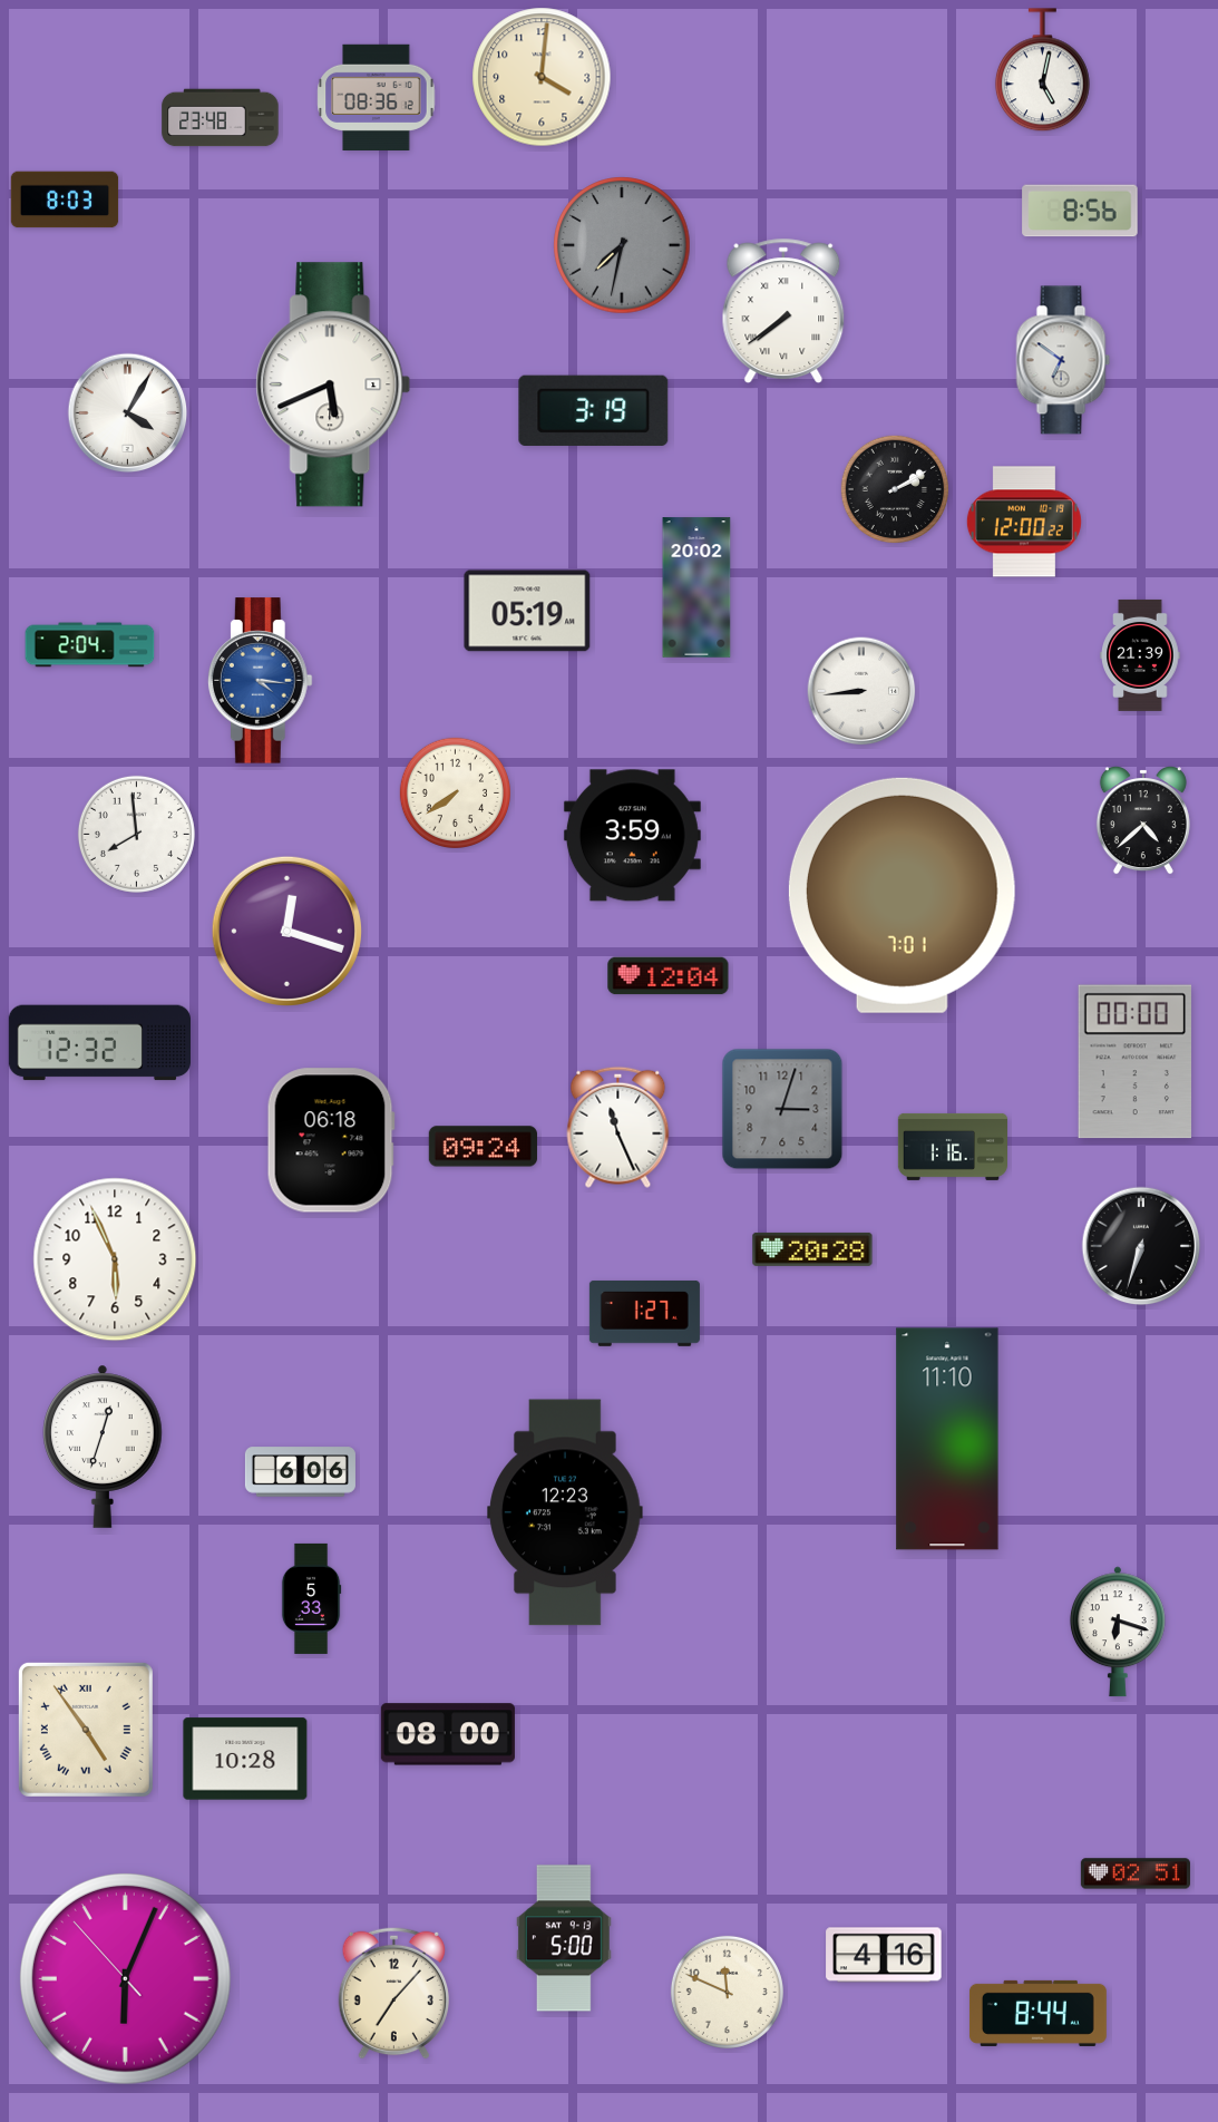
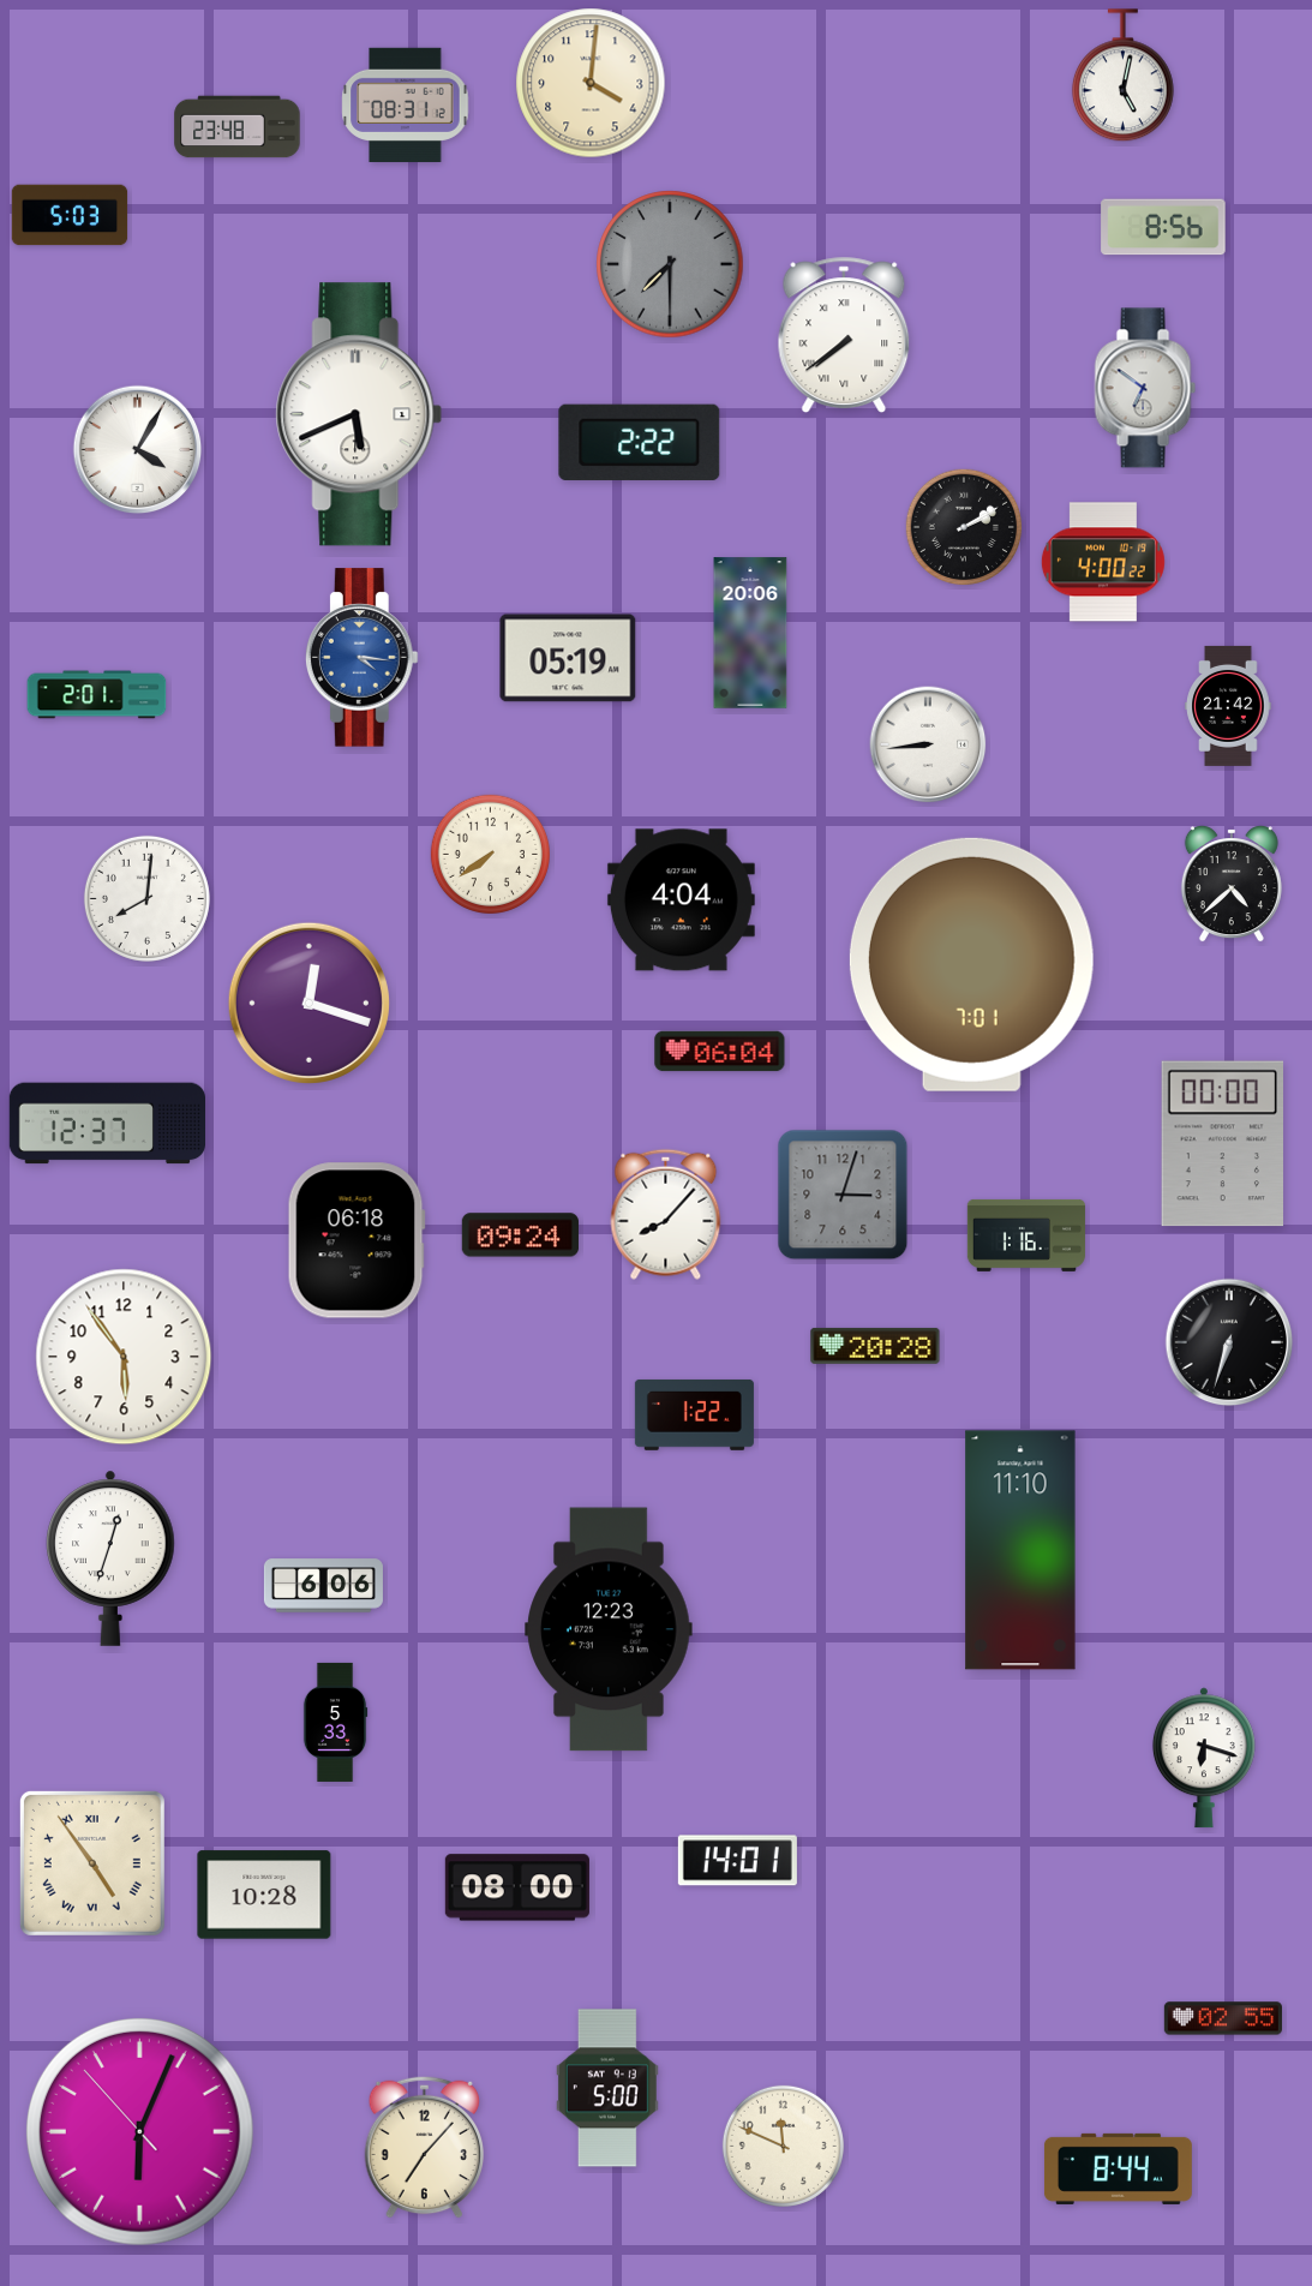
clock at (542, 77) position: (542, 77) -> (591, 83)
clock at (377, 97): 08:36 -> 08:31
clock at (65, 199): 8:03 -> 5:03
clock at (622, 245): 7:32 -> 7:30
clock at (594, 410): 3:19 -> 2:22
clock at (128, 413) position: (128, 413) -> (138, 450)
clock at (1024, 522): 12:00 -> 4:00
clock at (696, 587): 20:02 -> 20:06
clock at (90, 645): 2:04 -> 2:01
clock at (1140, 655): 21:39 -> 21:42
clock at (260, 681) position: (260, 681) -> (361, 658)
clock at (136, 834): 7:59 -> 8:01
clock at (632, 836): 3:59 -> 4:04
clock at (669, 976): 12:04 -> 06:04
clock at (99, 1043): 12:32 -> 12:37
clock at (618, 1127): 11:26 -> 8:07
clock at (331, 1140) position: (331, 1140) -> (357, 1240)
clock at (115, 1259): 5:56 -> 5:54
clock at (644, 1314): 1:27 -> 1:22
clock at (737, 1861): none -> 14:01
clock at (448, 1734) position: (448, 1734) -> (517, 1887)
clock at (1136, 1873): 02:51 -> 02:55
clock at (884, 1955): 4:16 -> none
clock at (125, 1978) position: (125, 1978) -> (139, 2131)
